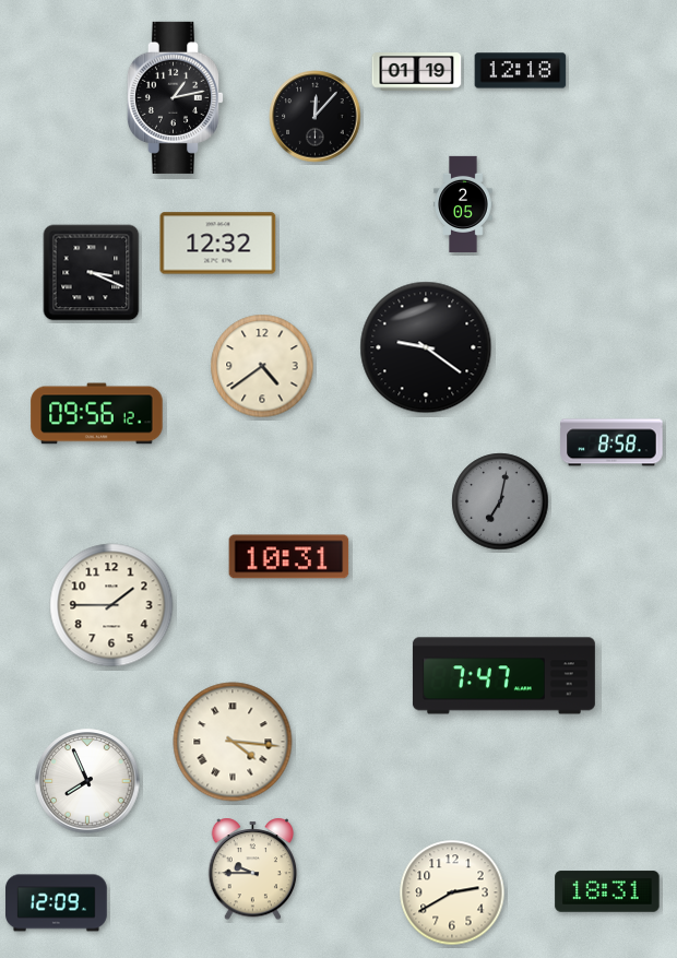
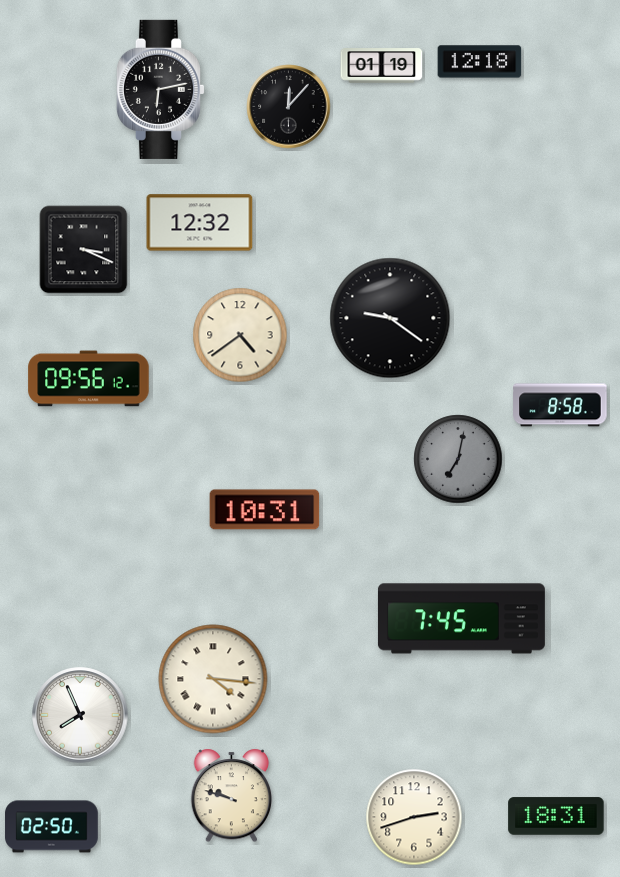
clock at (521, 71) position: (521, 71) -> (480, 62)
clock at (175, 97): 1:13 -> 6:13
clock at (463, 204): 2:05 -> none
clock at (111, 605): 1:45 -> none
clock at (503, 676): 7:47 -> 7:45
clock at (253, 870): 9:45 -> 9:48
clock at (452, 892): 2:40 -> 2:42
clock at (57, 903): 12:09 -> 02:50
